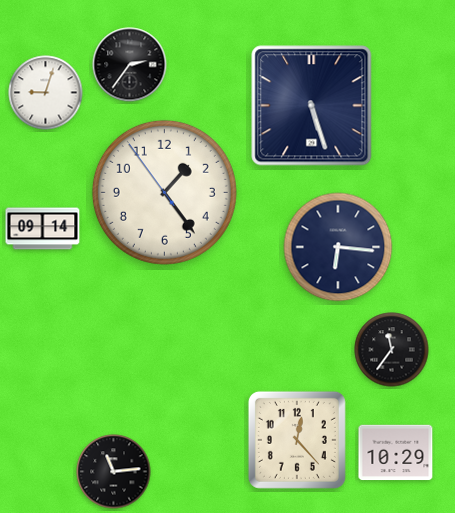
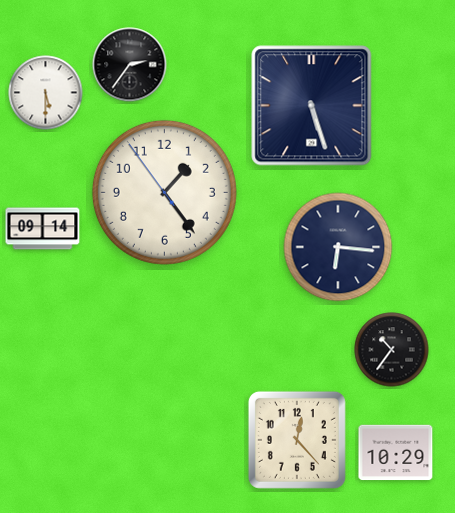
clock at (46, 93): 9:03 -> 5:30
clock at (392, 350): 11:36 -> 10:36
clock at (114, 472): 11:14 -> none
